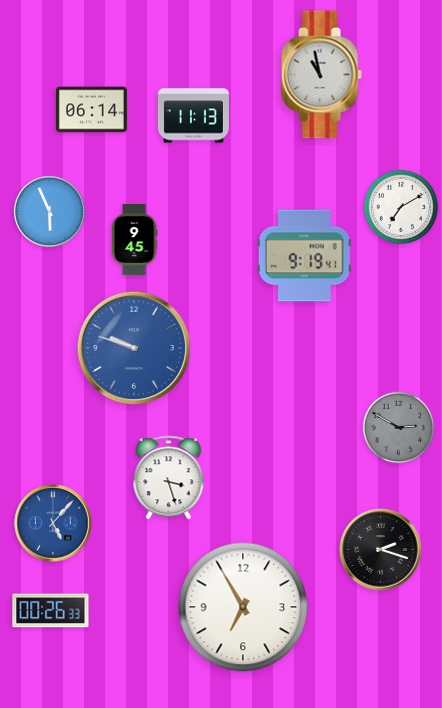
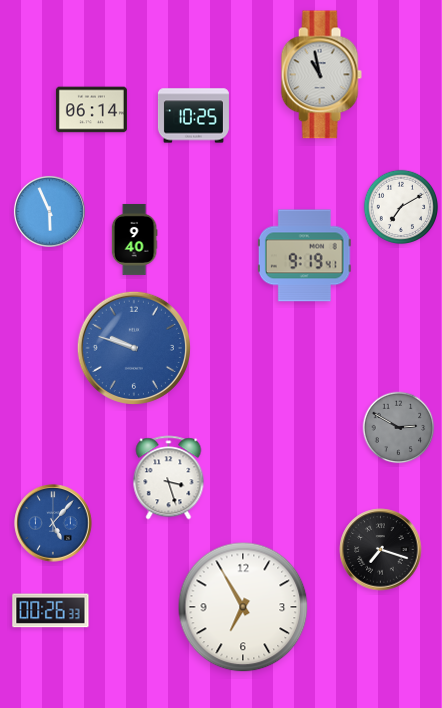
clock at (193, 116): 11:13 -> 10:25
clock at (134, 239): 9:45 -> 9:40
clock at (381, 550): 2:18 -> 7:18
